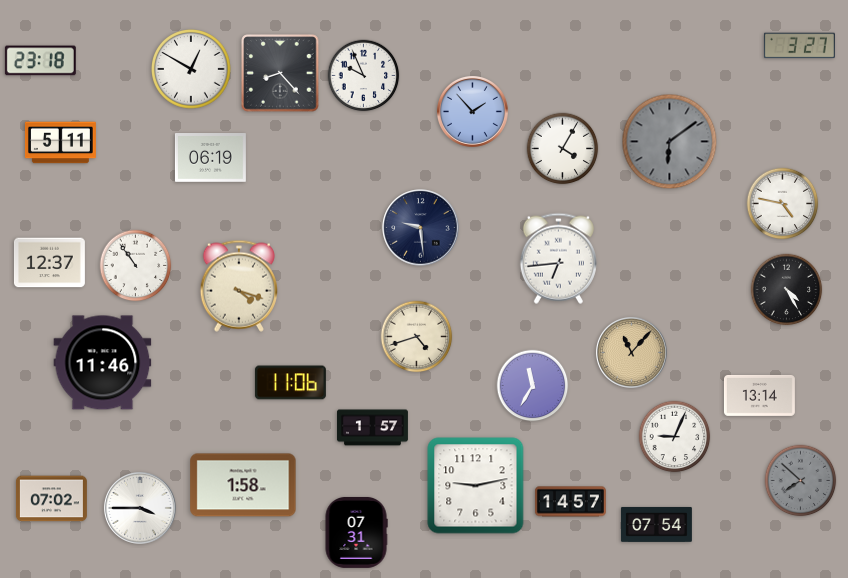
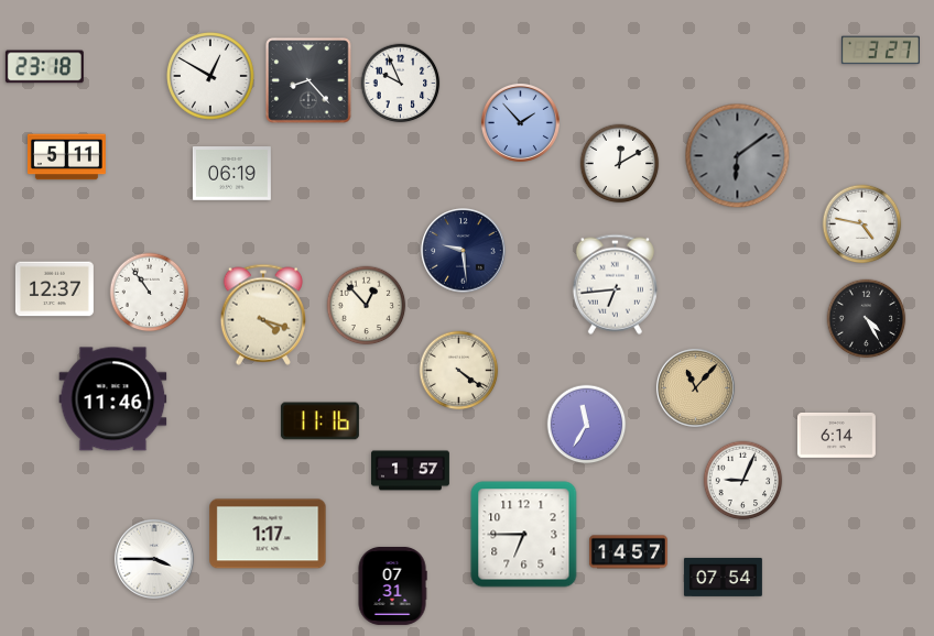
clock at (563, 149): 4:05 -> 12:10
clock at (367, 306): none -> 12:53
clock at (417, 337): 4:42 -> 4:21
clock at (290, 383): 11:06 -> 11:16
clock at (759, 395): 13:14 -> 6:14
clock at (801, 481): 7:52 -> none
clock at (243, 485): 1:58 -> 1:17
clock at (476, 486): 9:13 -> 6:45
clock at (51, 499): 07:02 -> none
